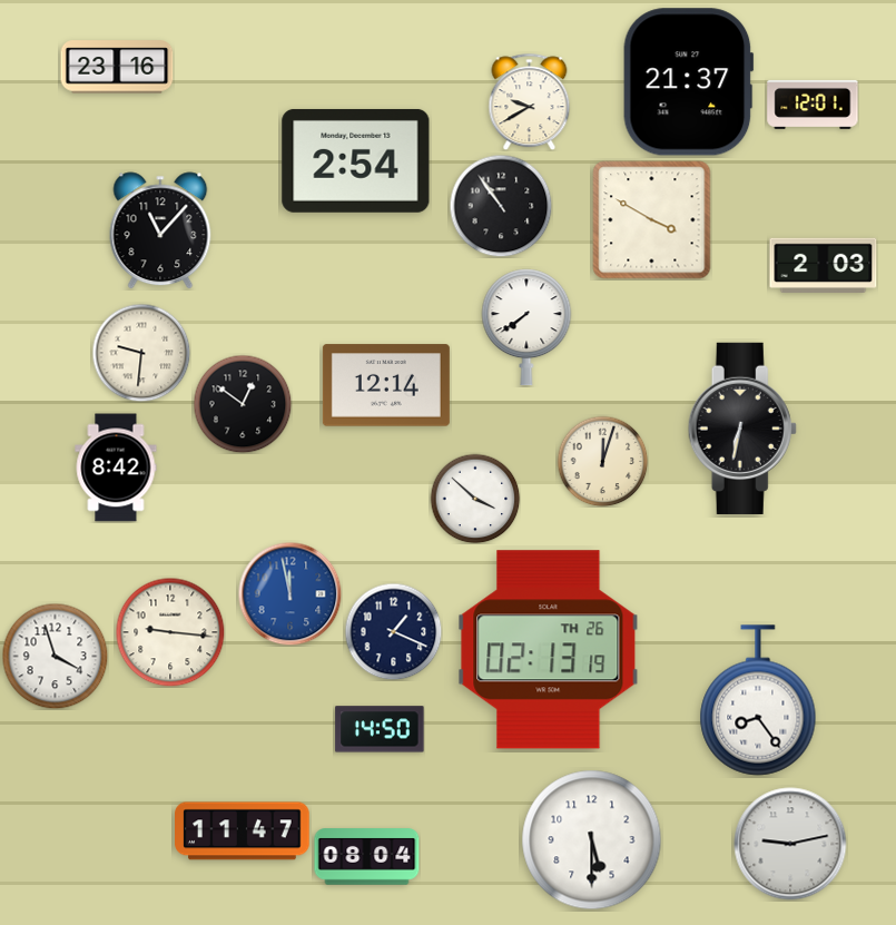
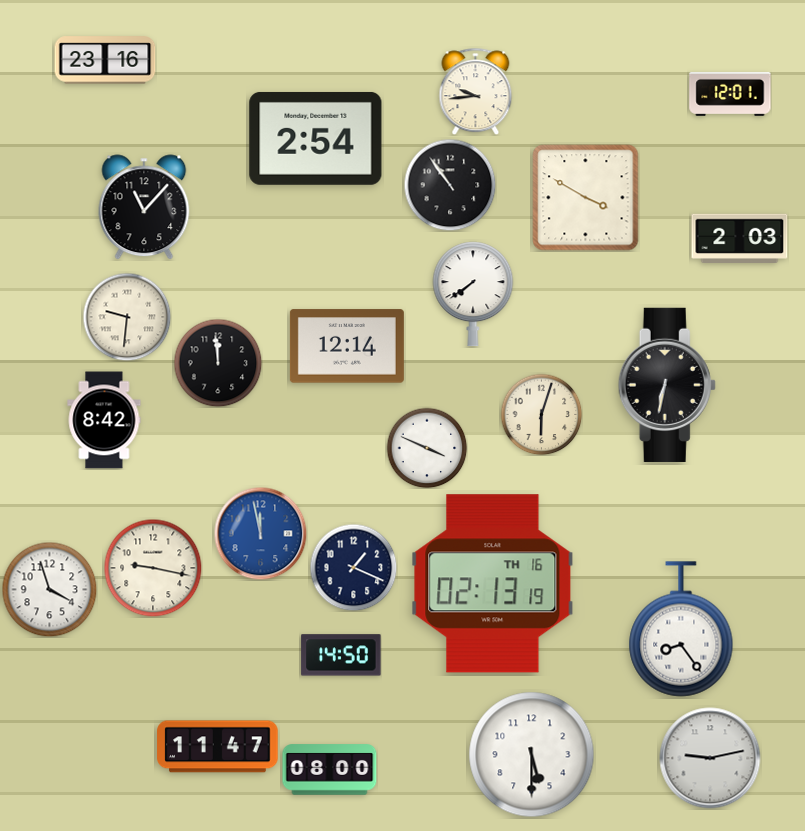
clock at (688, 82): 21:37 -> none
clock at (530, 101): 9:40 -> 9:44
clock at (356, 160) position: (356, 160) -> (316, 138)
clock at (243, 404): 12:51 -> 11:59
clock at (602, 461): 12:03 -> 6:03
clock at (475, 499): 3:52 -> 3:49
clock at (170, 632): 9:16 -> 9:17
clock at (549, 650) date: TH 26 -> TH 16
clock at (367, 857): 08:04 -> 08:00
